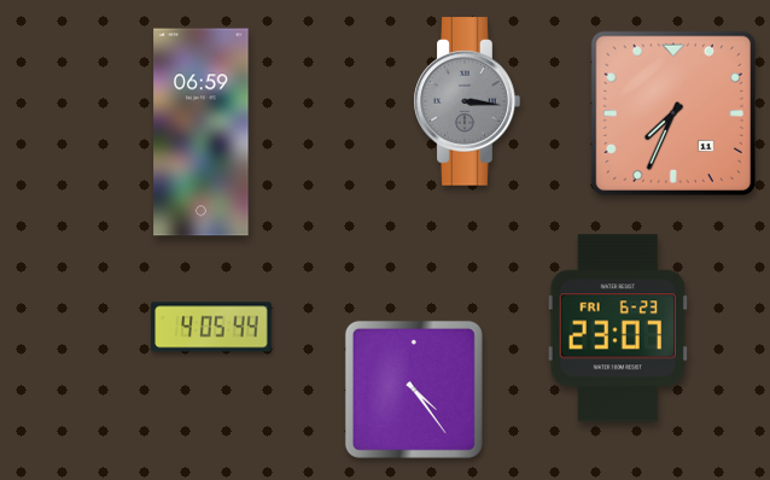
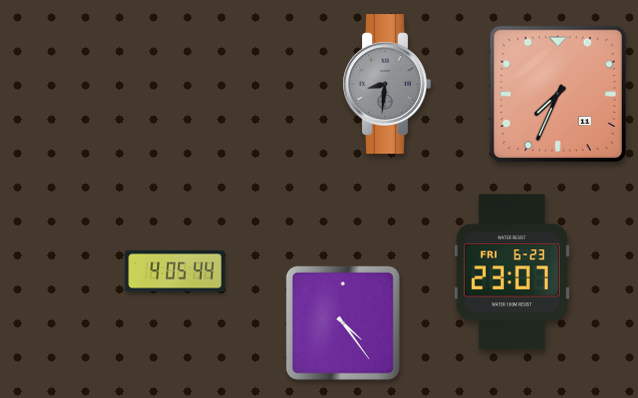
clock at (467, 101): 3:16 -> 8:31
clock at (202, 133): 06:59 -> none
